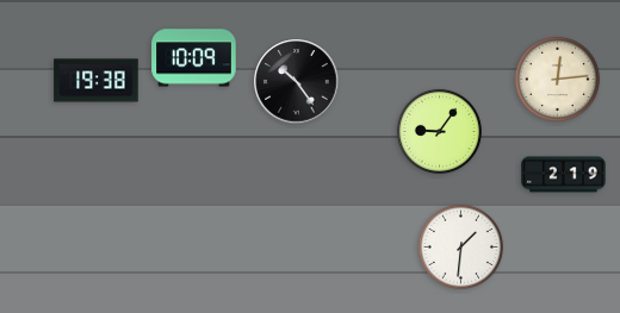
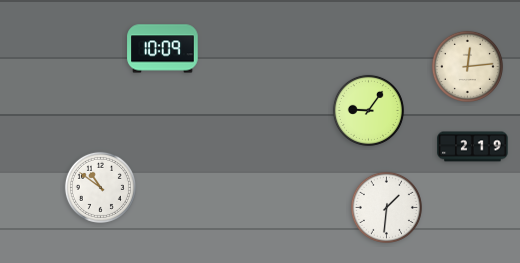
clock at (97, 81): 19:38 -> none
clock at (297, 82): 10:24 -> none
clock at (100, 187): none -> 10:51
